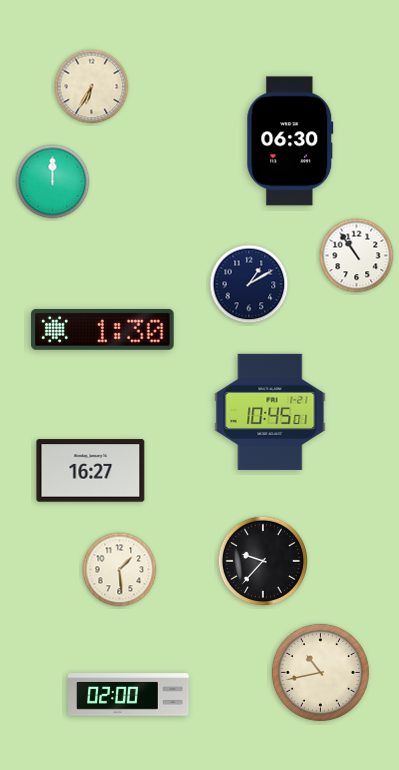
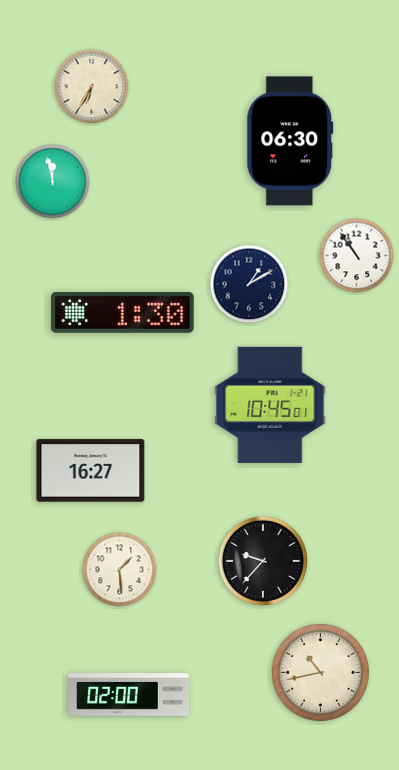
clock at (53, 182): 12:00 -> 11:58
clock at (103, 329) position: (103, 329) -> (123, 312)
clock at (270, 412) position: (270, 412) -> (270, 405)
